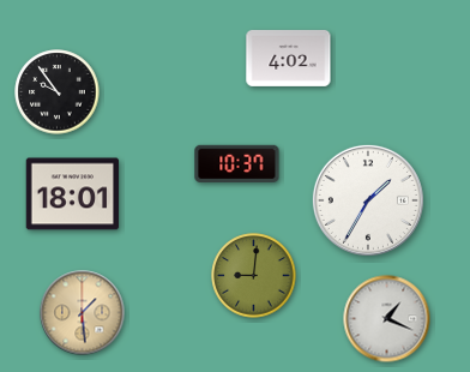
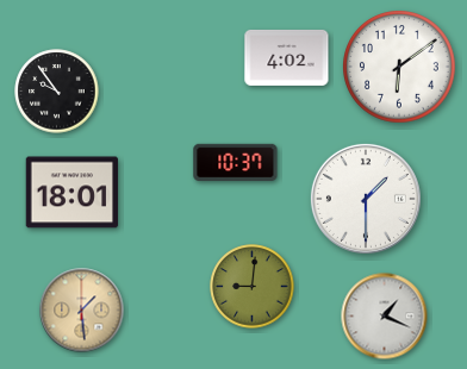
clock at (400, 68): none -> 6:09
clock at (368, 200): 1:35 -> 1:30
clock at (254, 276) position: (254, 276) -> (253, 287)
